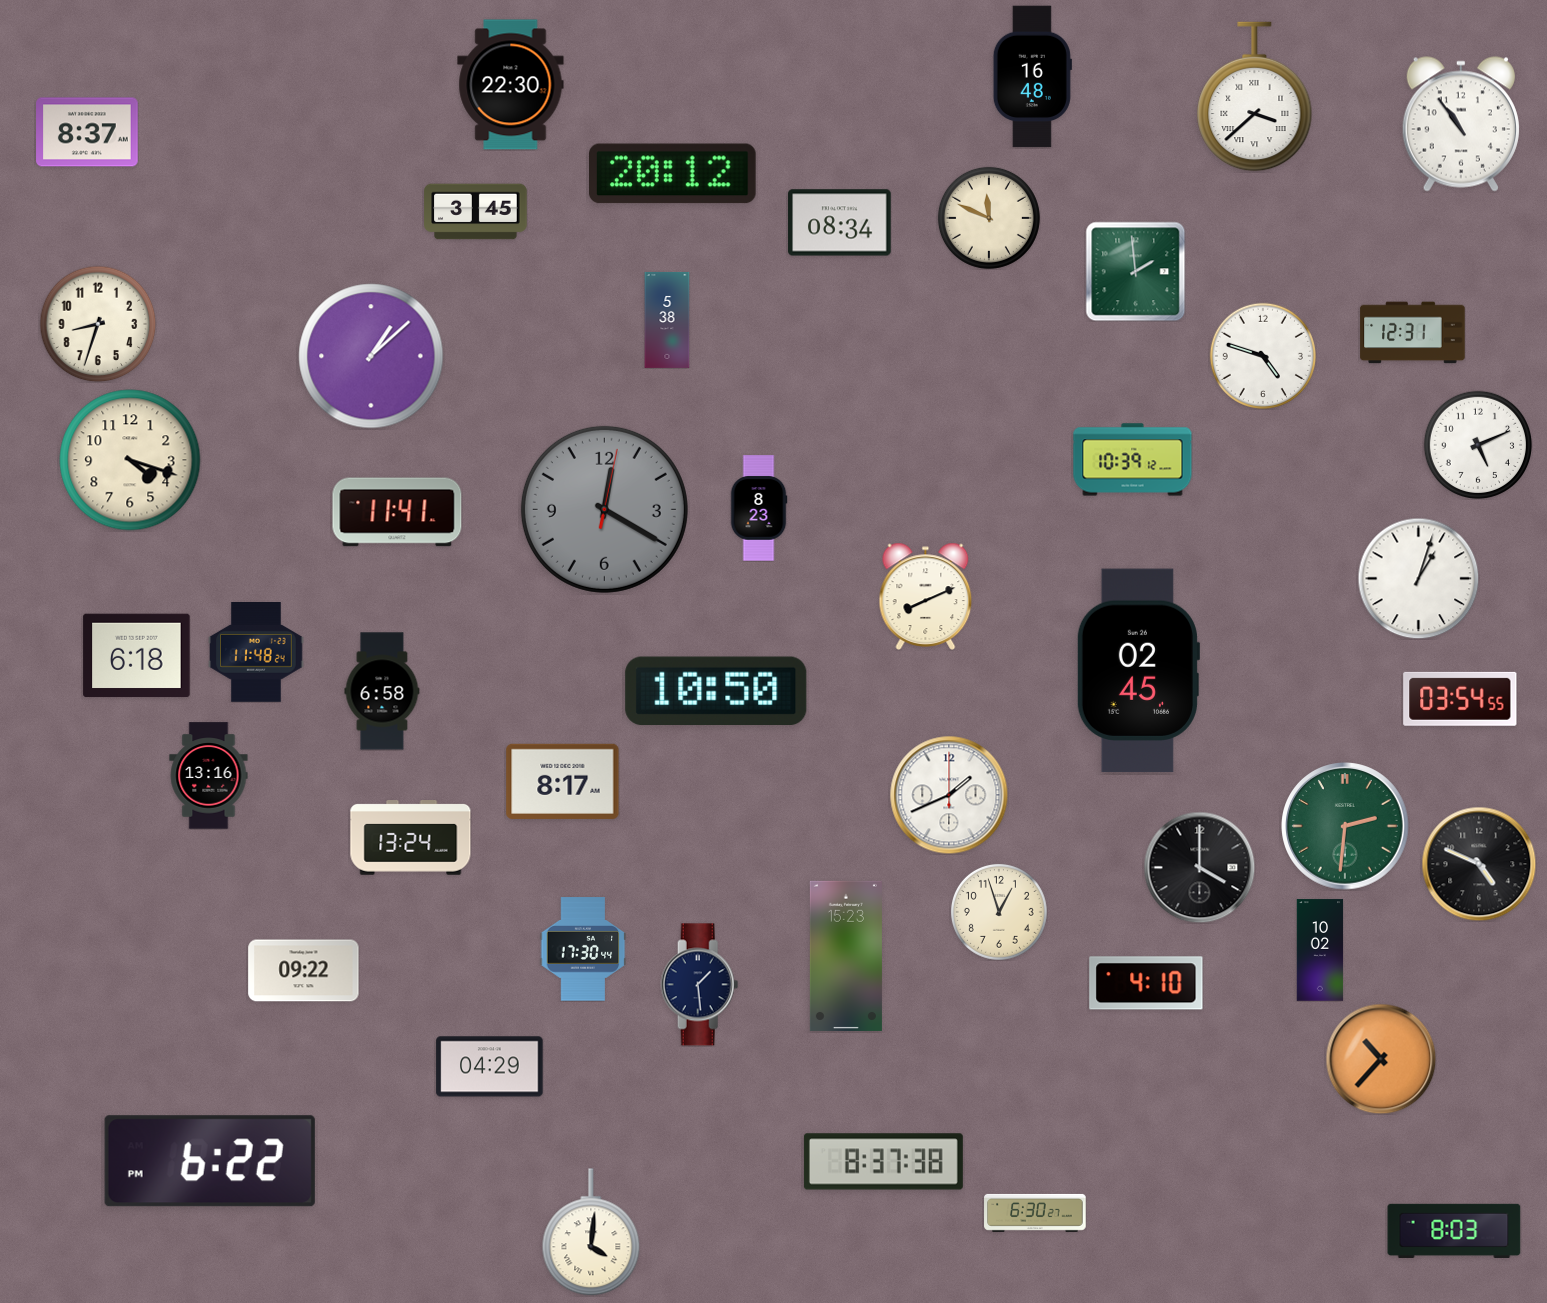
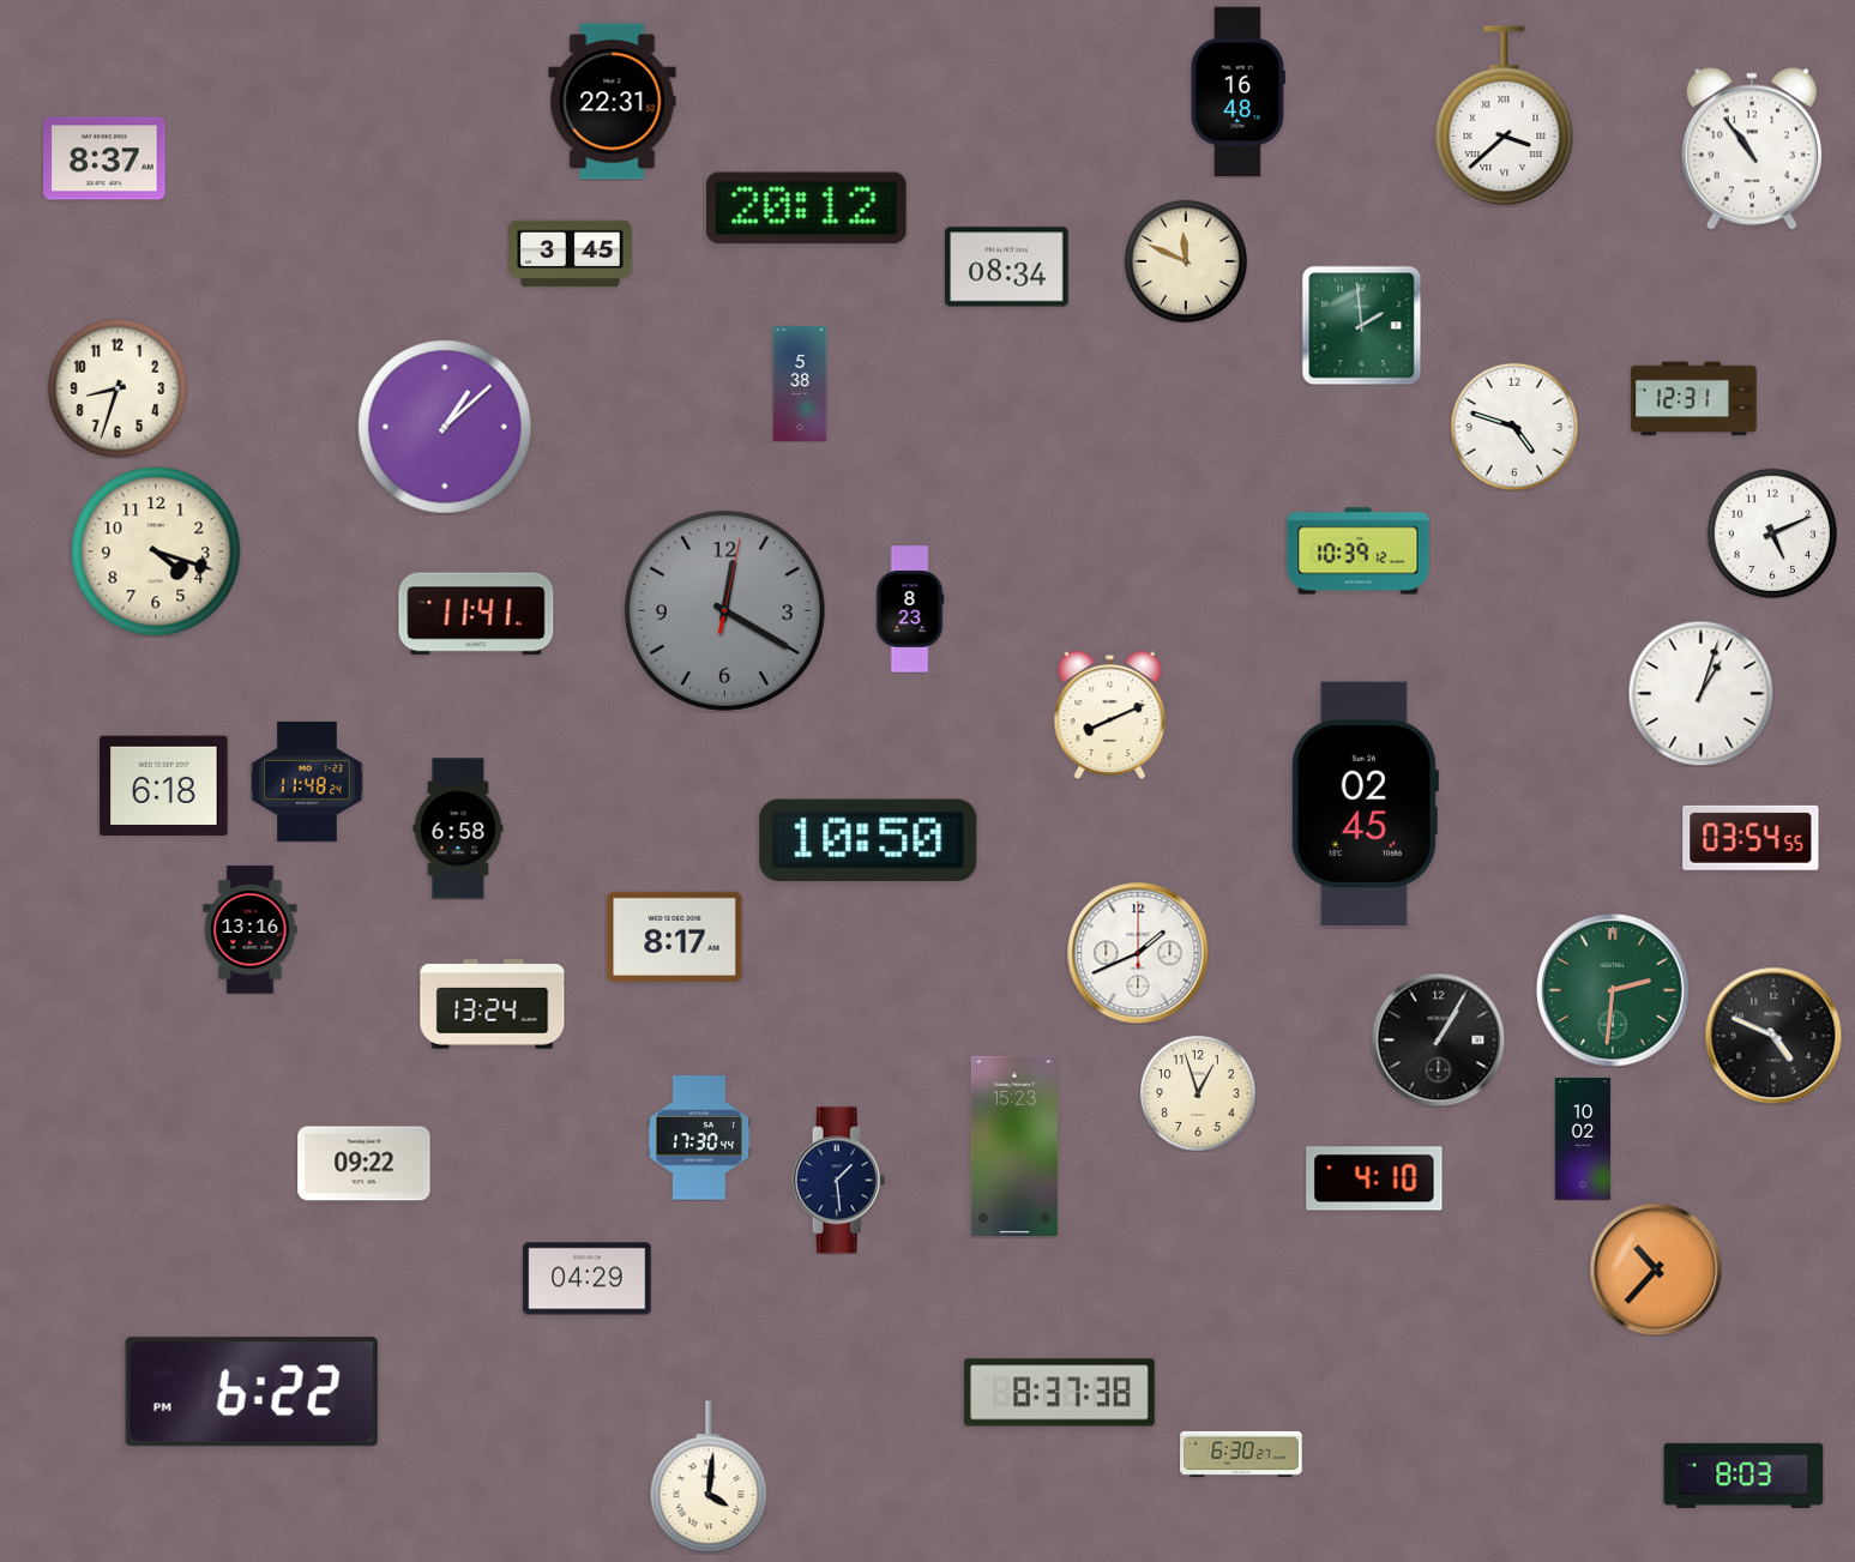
clock at (511, 85): 22:30 -> 22:31
clock at (716, 690) position: (716, 690) -> (868, 839)
clock at (1199, 867): 4:00 -> 1:05
